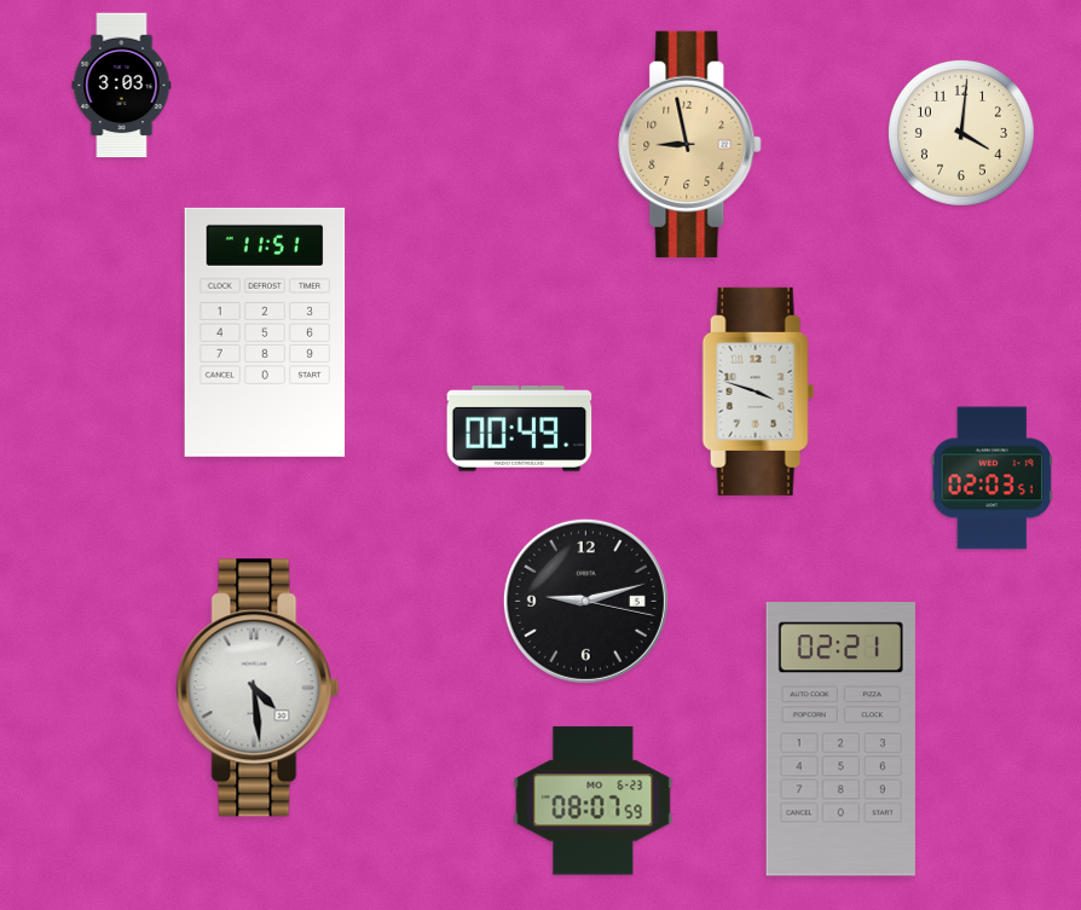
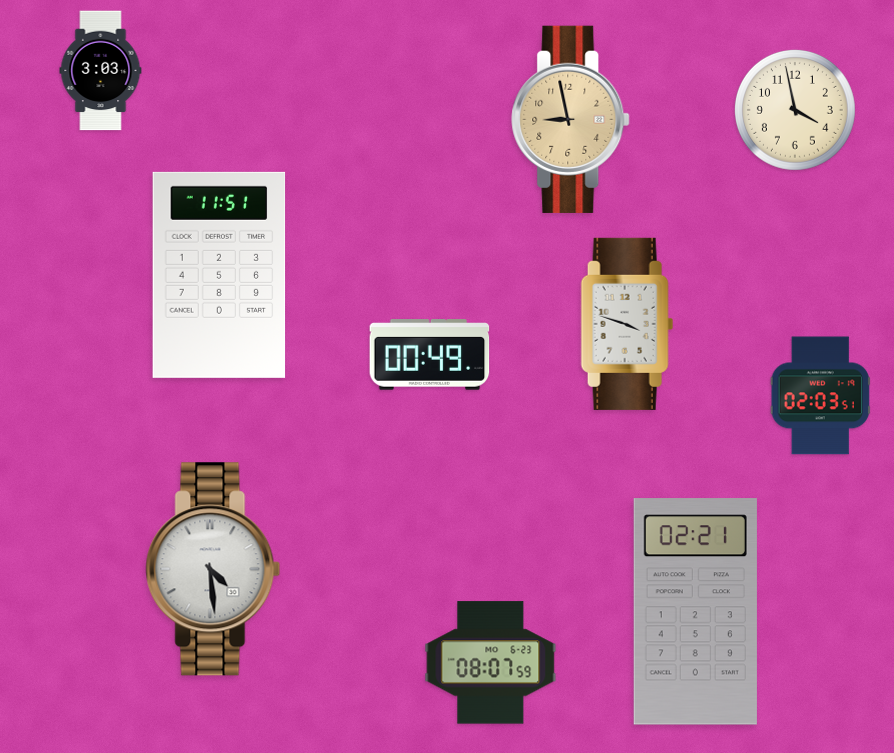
clock at (961, 133): 4:01 -> 3:58
clock at (585, 601): 9:12 -> none
